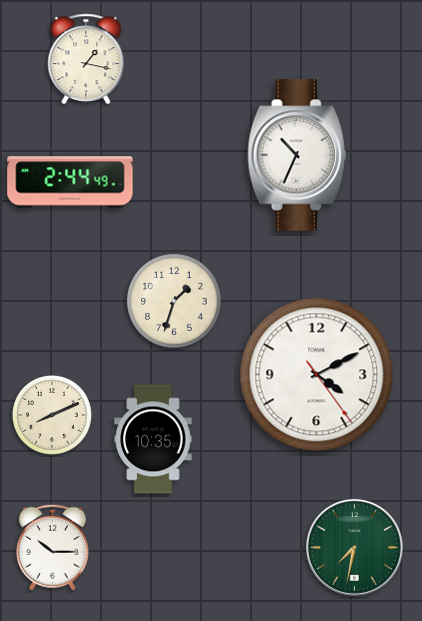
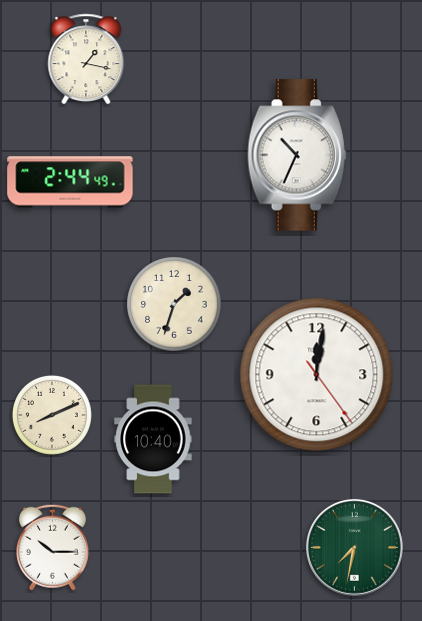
clock at (174, 301) position: (174, 301) -> (174, 304)
clock at (317, 375): 4:10 -> 12:01
clock at (153, 439): 10:35 -> 10:40
